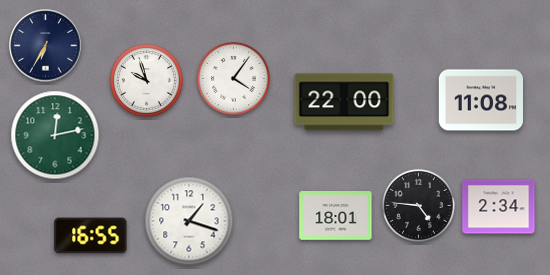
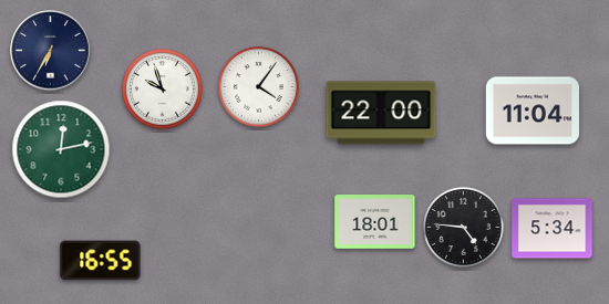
clock at (480, 100): 11:08 -> 11:04
clock at (499, 207): 2:34 -> 5:34
clock at (336, 216) position: (336, 216) -> (375, 222)
clock at (189, 221): 1:18 -> none
